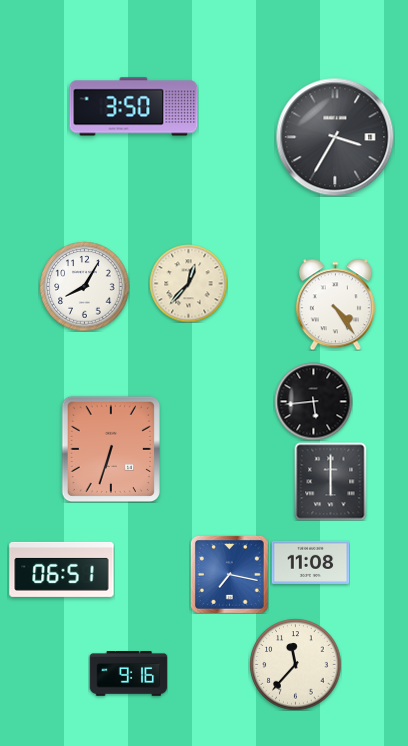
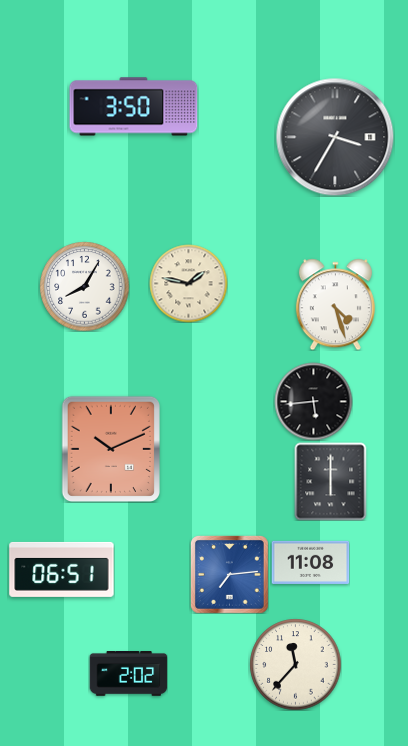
clock at (188, 283): 12:37 -> 1:47
clock at (335, 304): 4:24 -> 4:27
clock at (110, 448): 6:33 -> 10:11
clock at (229, 574): 7:17 -> 7:14
clock at (128, 674): 9:16 -> 2:02
